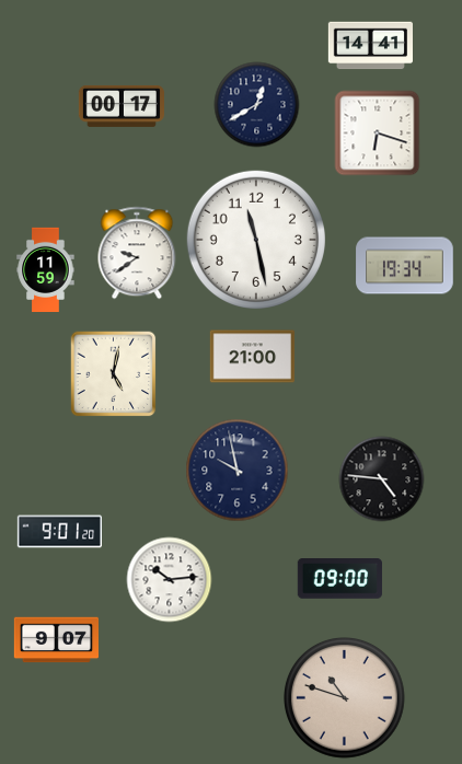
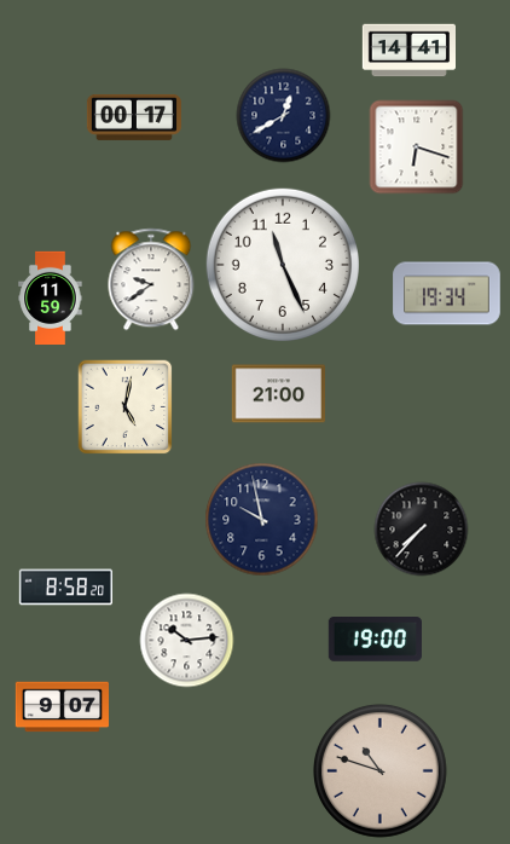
clock at (256, 240): 11:28 -> 11:26
clock at (113, 373) position: (113, 373) -> (124, 406)
clock at (381, 478): 4:46 -> 7:37
clock at (59, 532): 9:01 -> 8:58
clock at (339, 579): 09:00 -> 19:00
